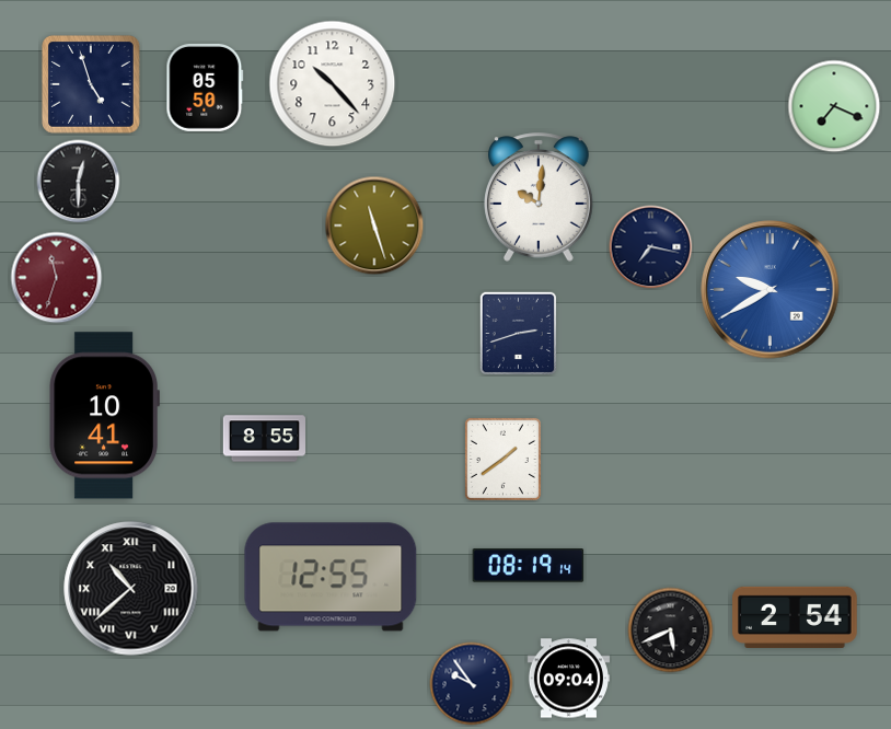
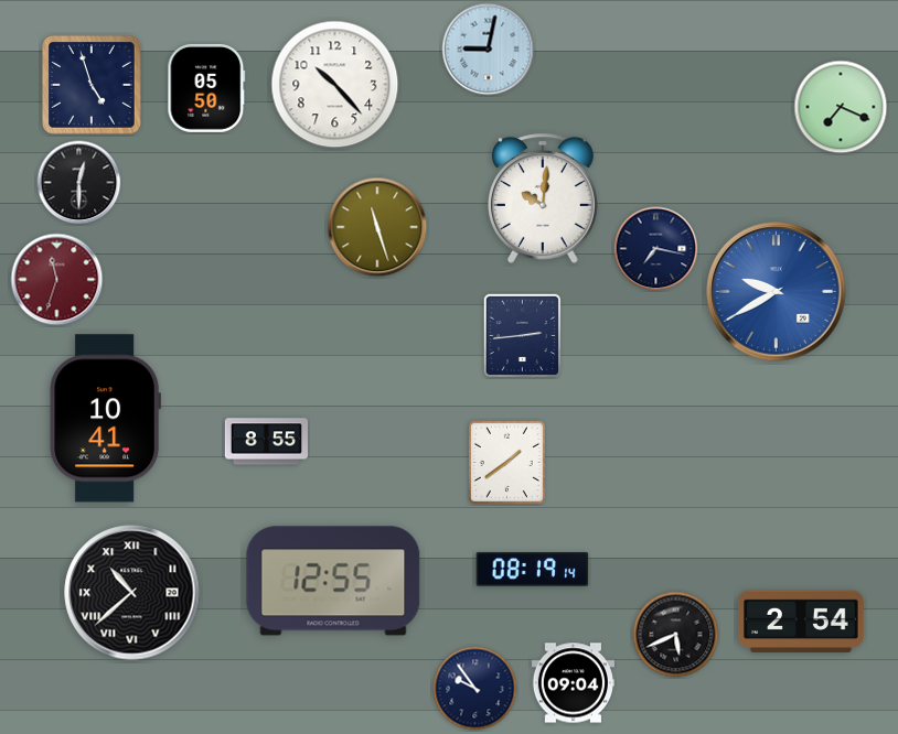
clock at (489, 50): none -> 9:02
clock at (518, 333): 2:42 -> 2:44
